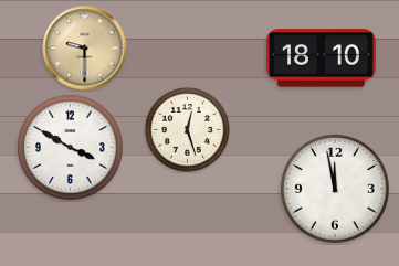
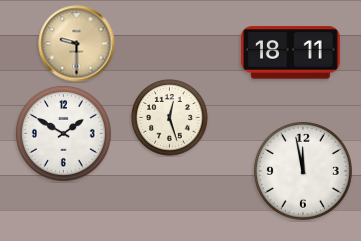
clock at (322, 58): 18:10 -> 18:11
clock at (71, 148): 3:50 -> 1:50
